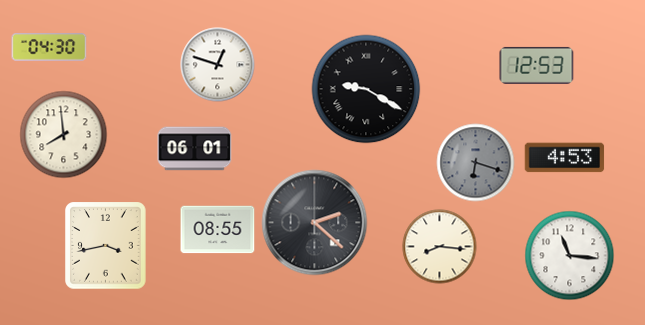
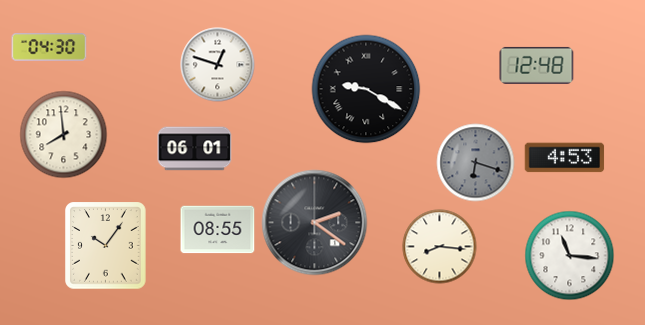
clock at (537, 65): 12:53 -> 12:48
clock at (315, 223): 2:22 -> 2:21
clock at (106, 246): 3:43 -> 10:06
